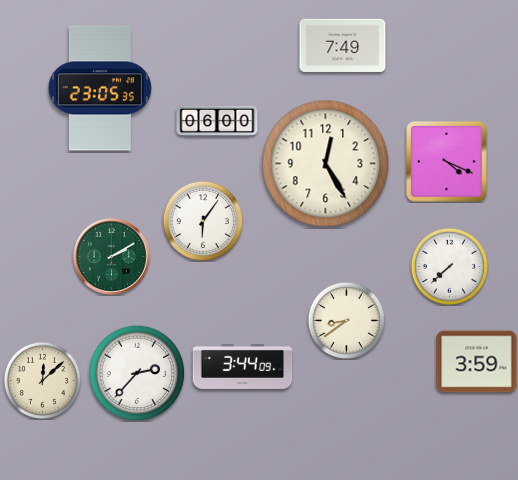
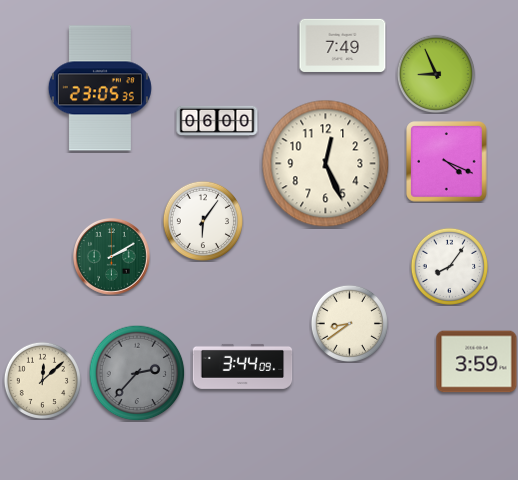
clock at (435, 73): none -> 8:56
clock at (326, 164): 12:25 -> 12:26
clock at (449, 266): 7:38 -> 8:06
clock at (346, 320) position: (346, 320) -> (349, 323)
clock at (137, 373) dial: white -> grey
